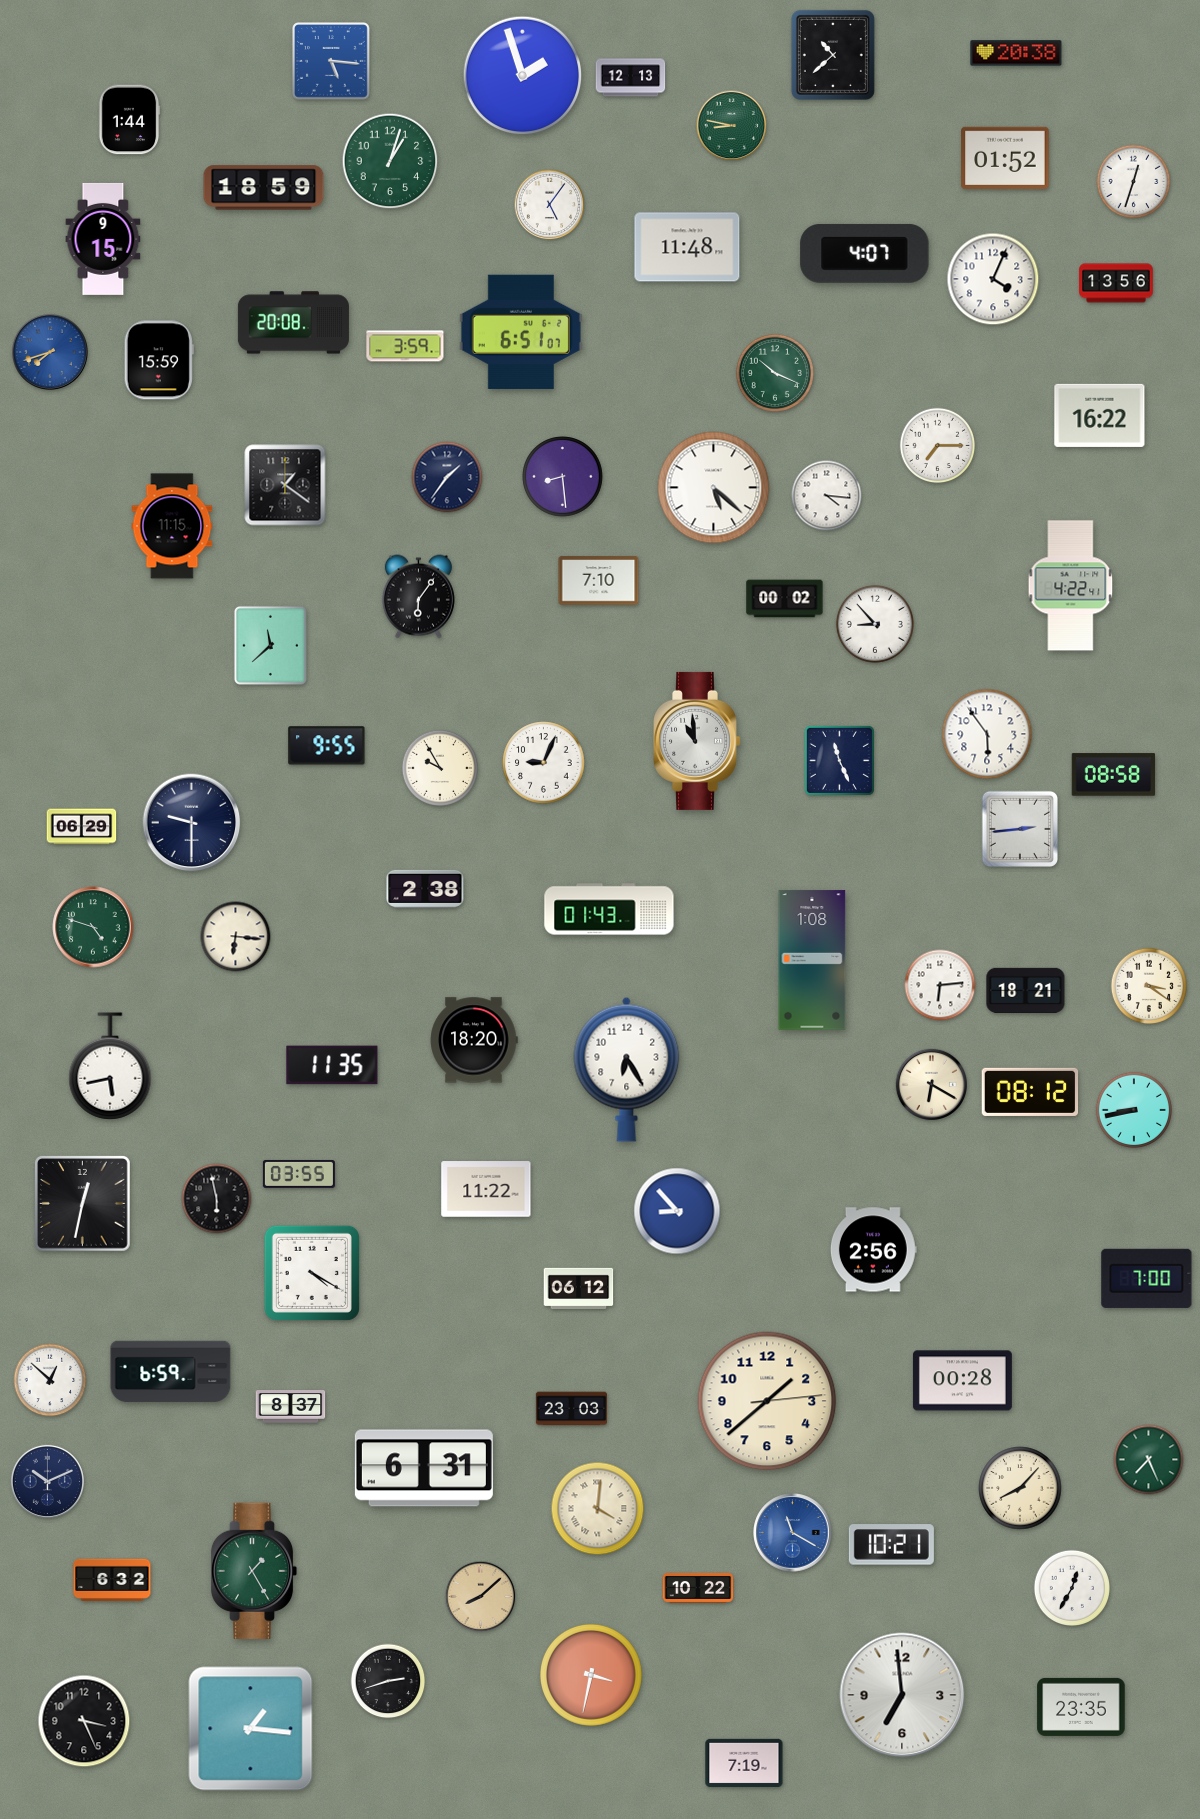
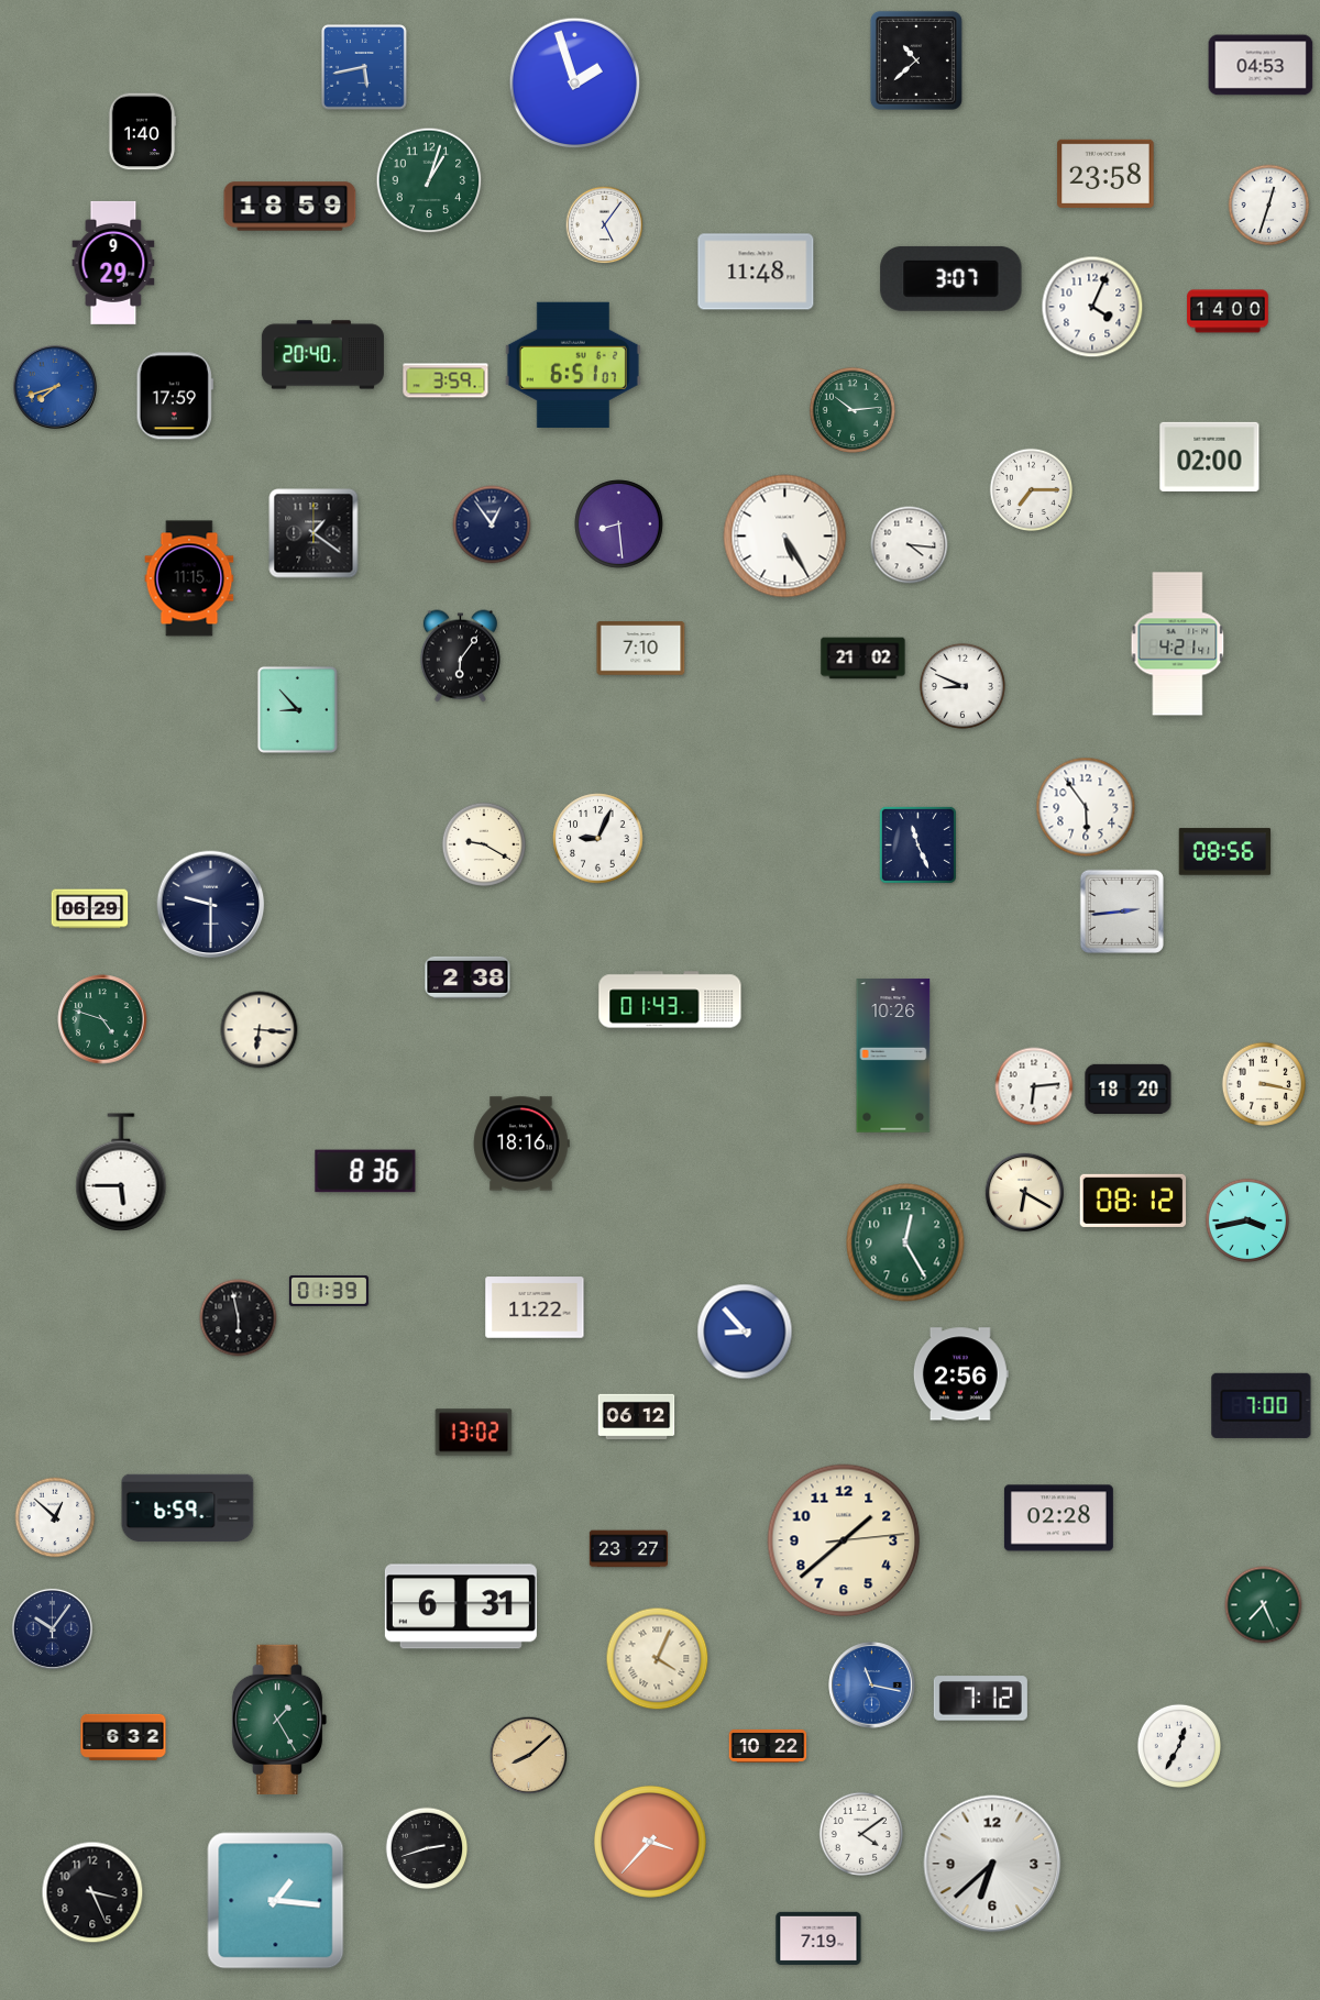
clock at (1016, 53): 20:38 -> none
clock at (1261, 65): none -> 04:53
clock at (332, 62): 5:16 -> 5:43
clock at (631, 78): 12:13 -> none
clock at (129, 120): 1:44 -> 1:40
clock at (732, 126): 8:47 -> none
clock at (1005, 158): 01:52 -> 23:58
clock at (390, 161) position: (390, 161) -> (429, 180)
clock at (1134, 182) position: (1134, 182) -> (1269, 206)
clock at (103, 239): 9:15 -> 9:29
clock at (865, 253): 4:07 -> 3:07
clock at (1116, 283): 13:56 -> 14:00
clock at (293, 323): 20:08 -> 20:40
clock at (159, 360): 15:59 -> 17:59
clock at (775, 373): 10:19 -> 10:14
clock at (1100, 415): 16:22 -> 02:00
clock at (447, 477): 1:36 -> 12:54
clock at (714, 488): 5:22 -> 5:25
clock at (599, 581) position: (599, 581) -> (641, 649)
clock at (1071, 586): 4:22 -> 4:21
clock at (785, 599): 00:02 -> 21:02
clock at (875, 624): 8:53 -> 8:49
clock at (270, 645): 11:38 -> 8:53
clock at (698, 741): 10:59 -> none
clock at (327, 746): 9:55 -> none
clock at (839, 760) position: (839, 760) -> (917, 844)
clock at (439, 767): 9:55 -> 9:20
clock at (1114, 775): 08:58 -> 08:56
clock at (812, 960): 1:08 -> 10:26
clock at (940, 985) position: (940, 985) -> (1034, 1086)
clock at (1148, 985): 3:21 -> 3:17
clock at (1026, 991): 18:21 -> 18:20
clock at (474, 1040): 18:20 -> 18:16
clock at (332, 1065): 11:35 -> 8:36
clock at (110, 1066): 5:43 -> 5:45
clock at (627, 1069): 6:25 -> none
clock at (1133, 1109): 8:43 -> 3:43
clock at (905, 1242): none -> 12:25
clock at (299, 1174): 03:55 -> 01:39
clock at (83, 1204): 12:32 -> none
clock at (312, 1273): 4:20 -> none
clock at (474, 1433): none -> 13:02
clock at (962, 1381): 00:28 -> 02:28
clock at (291, 1407): 8:37 -> none
clock at (571, 1409): 23:03 -> 23:27
clock at (424, 1468) position: (424, 1468) -> (461, 1606)
clock at (47, 1481): 10:11 -> 10:06
clock at (1020, 1488): 8:07 -> none
clock at (598, 1509): 4:01 -> 4:04
clock at (793, 1533): 11:20 -> 11:17
clock at (891, 1545): 10:21 -> 7:12
clock at (254, 1571) position: (254, 1571) -> (279, 1720)
clock at (860, 1833): none -> 4:09
clock at (591, 1675): 3:32 -> 3:37
clock at (902, 1695): 6:59 -> 6:38
clock at (1081, 1707): 23:35 -> none
